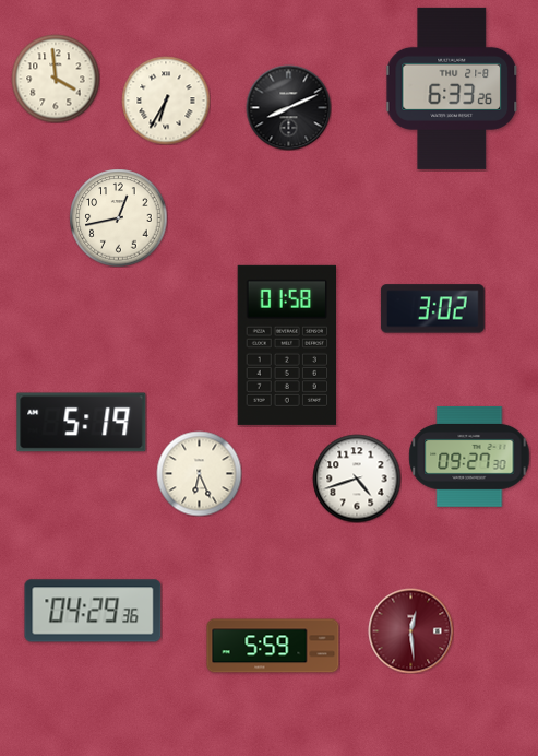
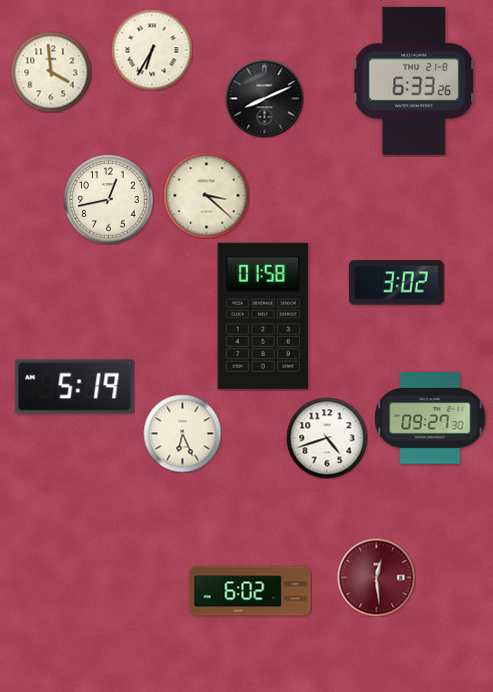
clock at (166, 101) position: (166, 101) -> (152, 50)
clock at (206, 195): none -> 3:22
clock at (93, 611): 04:29 -> none
clock at (273, 646): 5:59 -> 6:02
